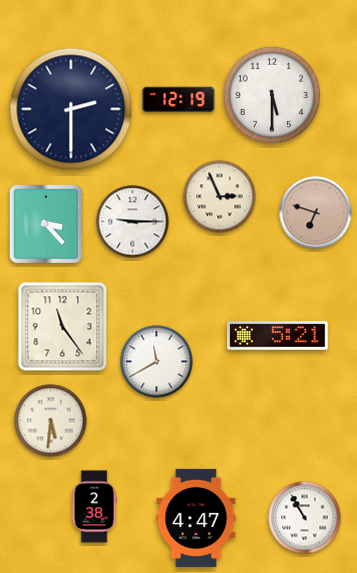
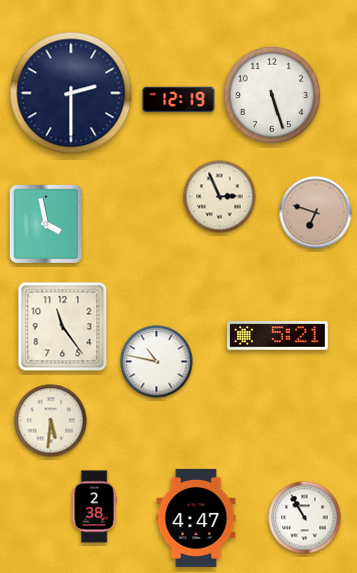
clock at (271, 94): 5:30 -> 5:27
clock at (71, 109) position: (71, 109) -> (71, 93)
clock at (133, 222): 9:15 -> none
clock at (46, 224): 3:23 -> 3:58
clock at (157, 362): 11:40 -> 10:47
